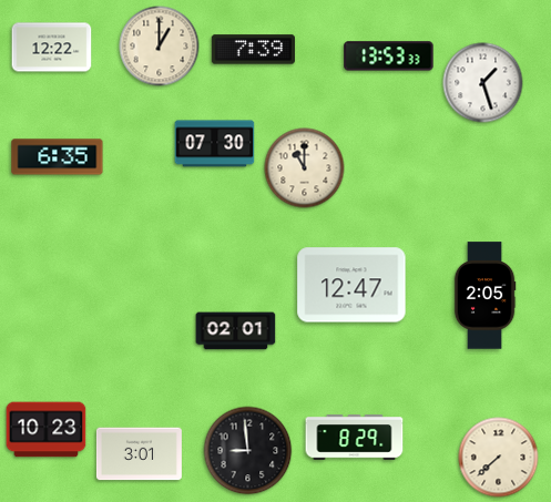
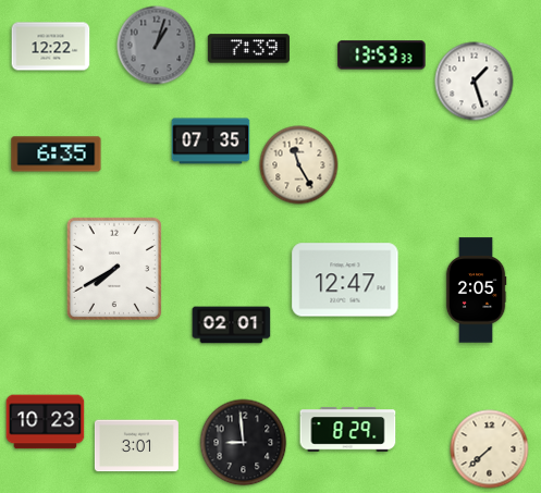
clock at (160, 47): 1:00 -> 1:03
clock at (160, 47) dial: cream -> grey
clock at (215, 144): 07:30 -> 07:35
clock at (305, 168): 11:00 -> 11:25
clock at (114, 269): none -> 7:40
